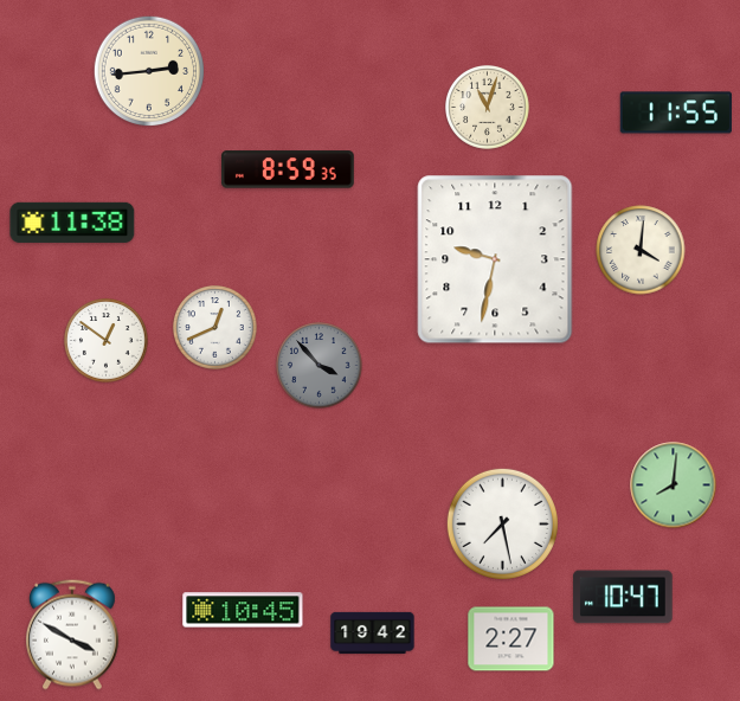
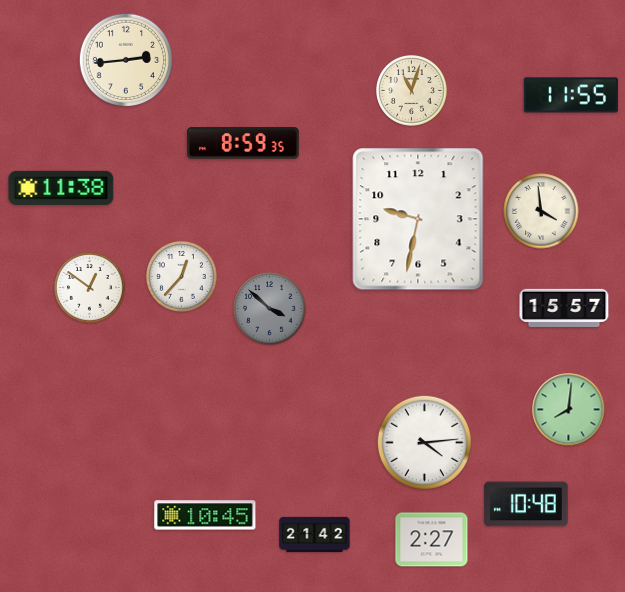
clock at (641, 250): 4:01 -> 3:59
clock at (215, 328): 12:41 -> 12:37
clock at (564, 308): none -> 15:57
clock at (320, 366): 3:53 -> 3:52
clock at (502, 523): 7:28 -> 4:14
clock at (623, 597): 10:47 -> 10:48
clock at (373, 632): 19:42 -> 21:42
clock at (72, 635): 3:50 -> none
